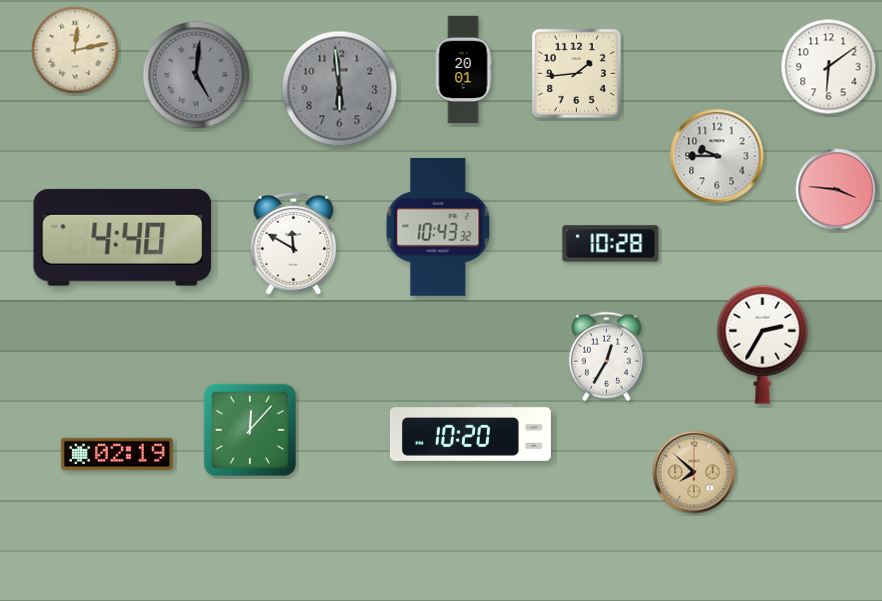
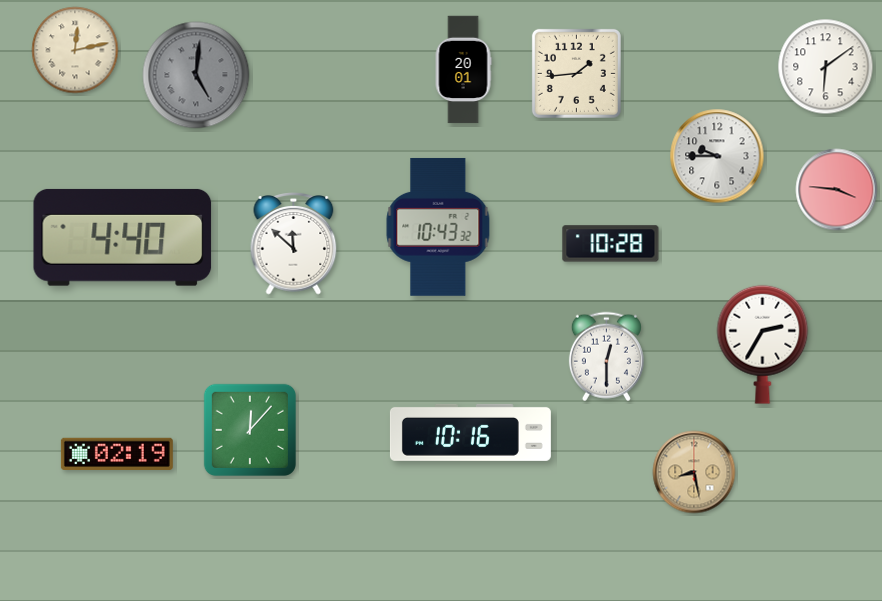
clock at (829, 67) position: (829, 67) -> (826, 67)
clock at (340, 89): 5:59 -> none
clock at (294, 244): 11:50 -> 11:52
clock at (606, 357): 12:35 -> 12:30
clock at (470, 432): 10:20 -> 10:16
clock at (694, 472): 7:52 -> 8:28
